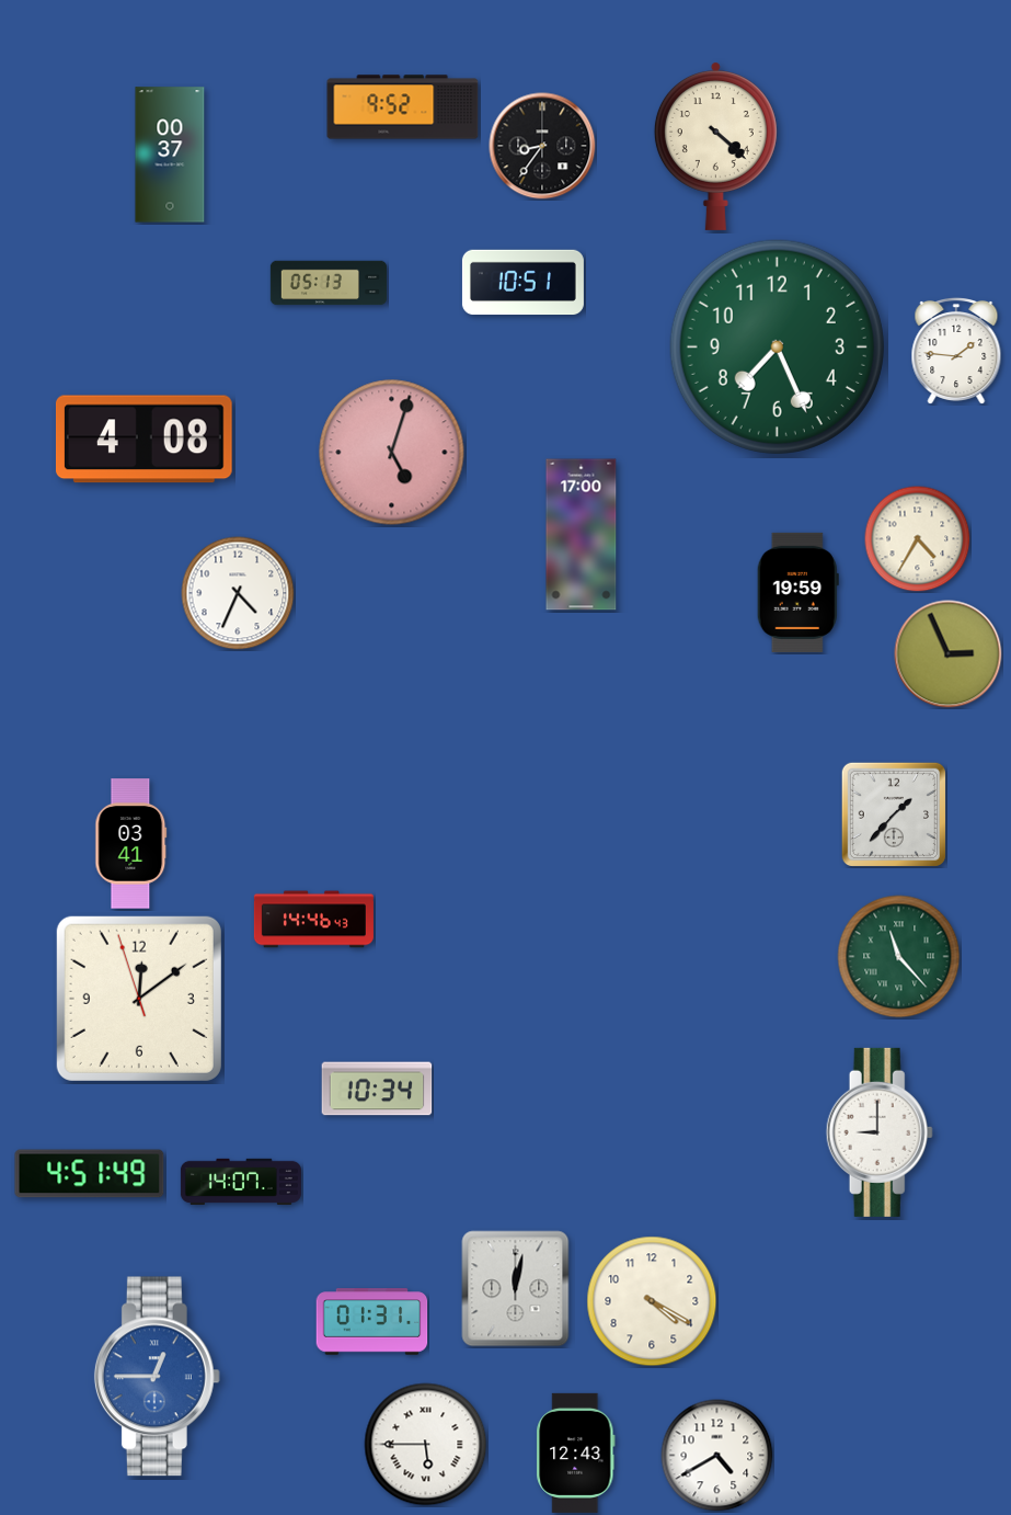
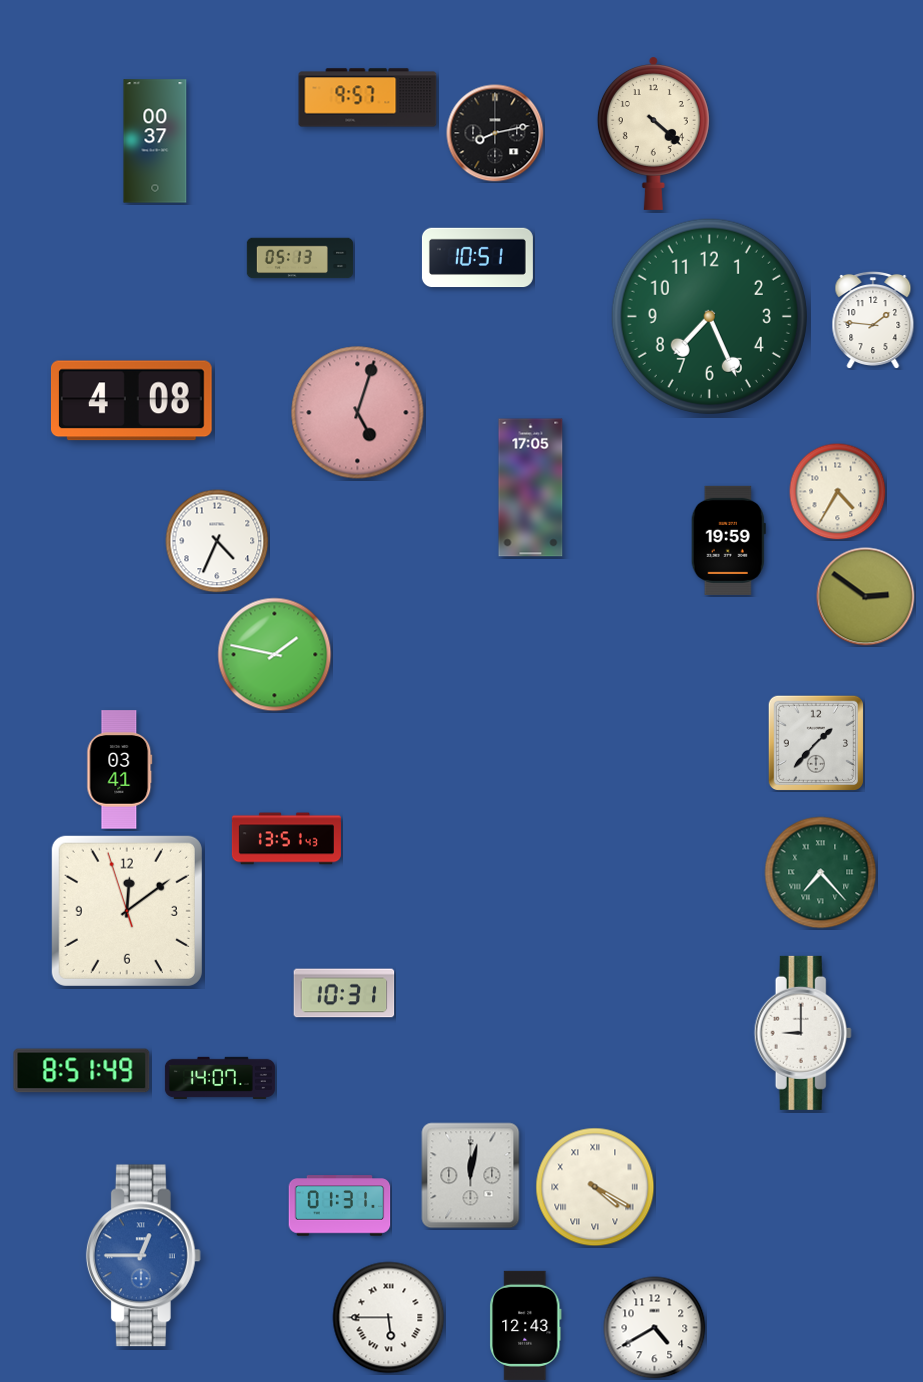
clock at (403, 107): 9:52 -> 9:57
clock at (542, 146): 8:36 -> 8:13
clock at (582, 535): 17:00 -> 17:05
clock at (949, 654): 2:56 -> 2:51
clock at (275, 655): none -> 1:47
clock at (313, 920): 14:46 -> 13:51
clock at (899, 957): 11:23 -> 7:23
clock at (377, 1089): 10:34 -> 10:31
clock at (90, 1174): 4:51 -> 8:51
clock at (652, 1301) numerals: Arabic -> Roman
